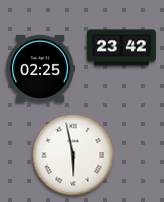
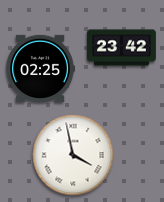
clock at (73, 155): 5:58 -> 3:58
